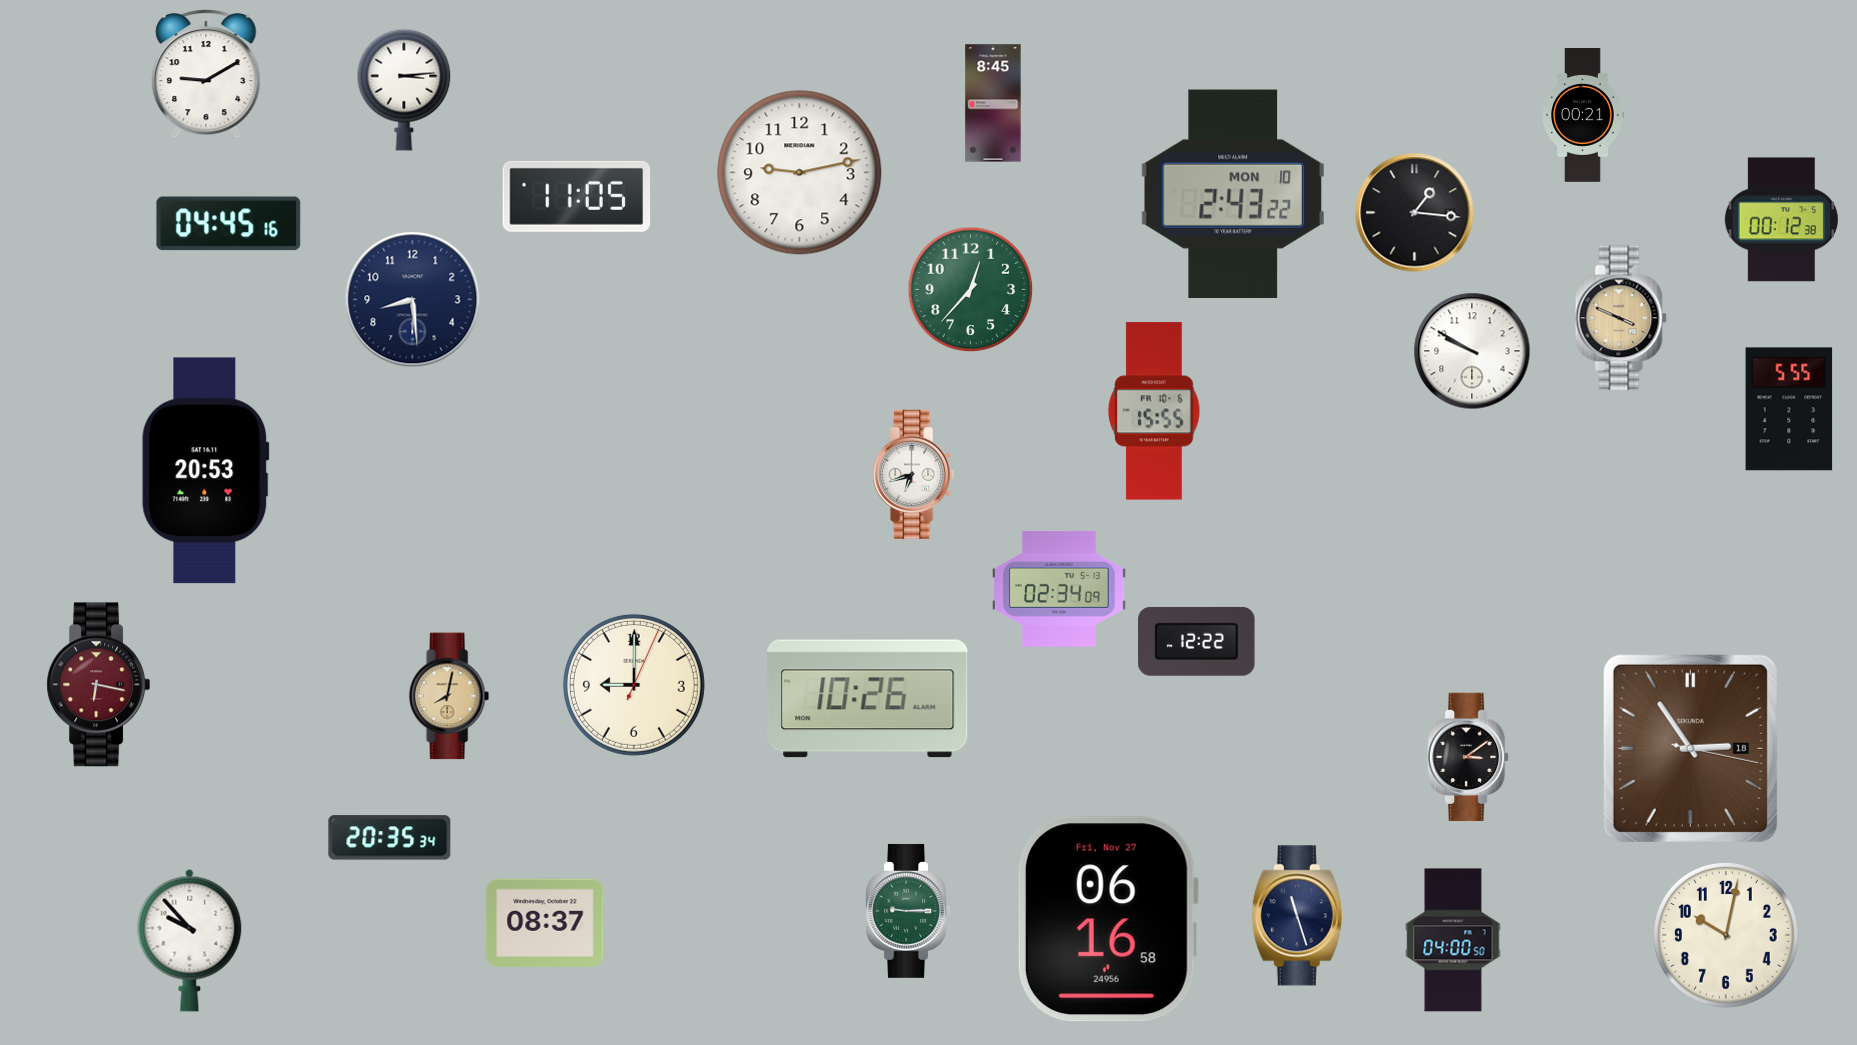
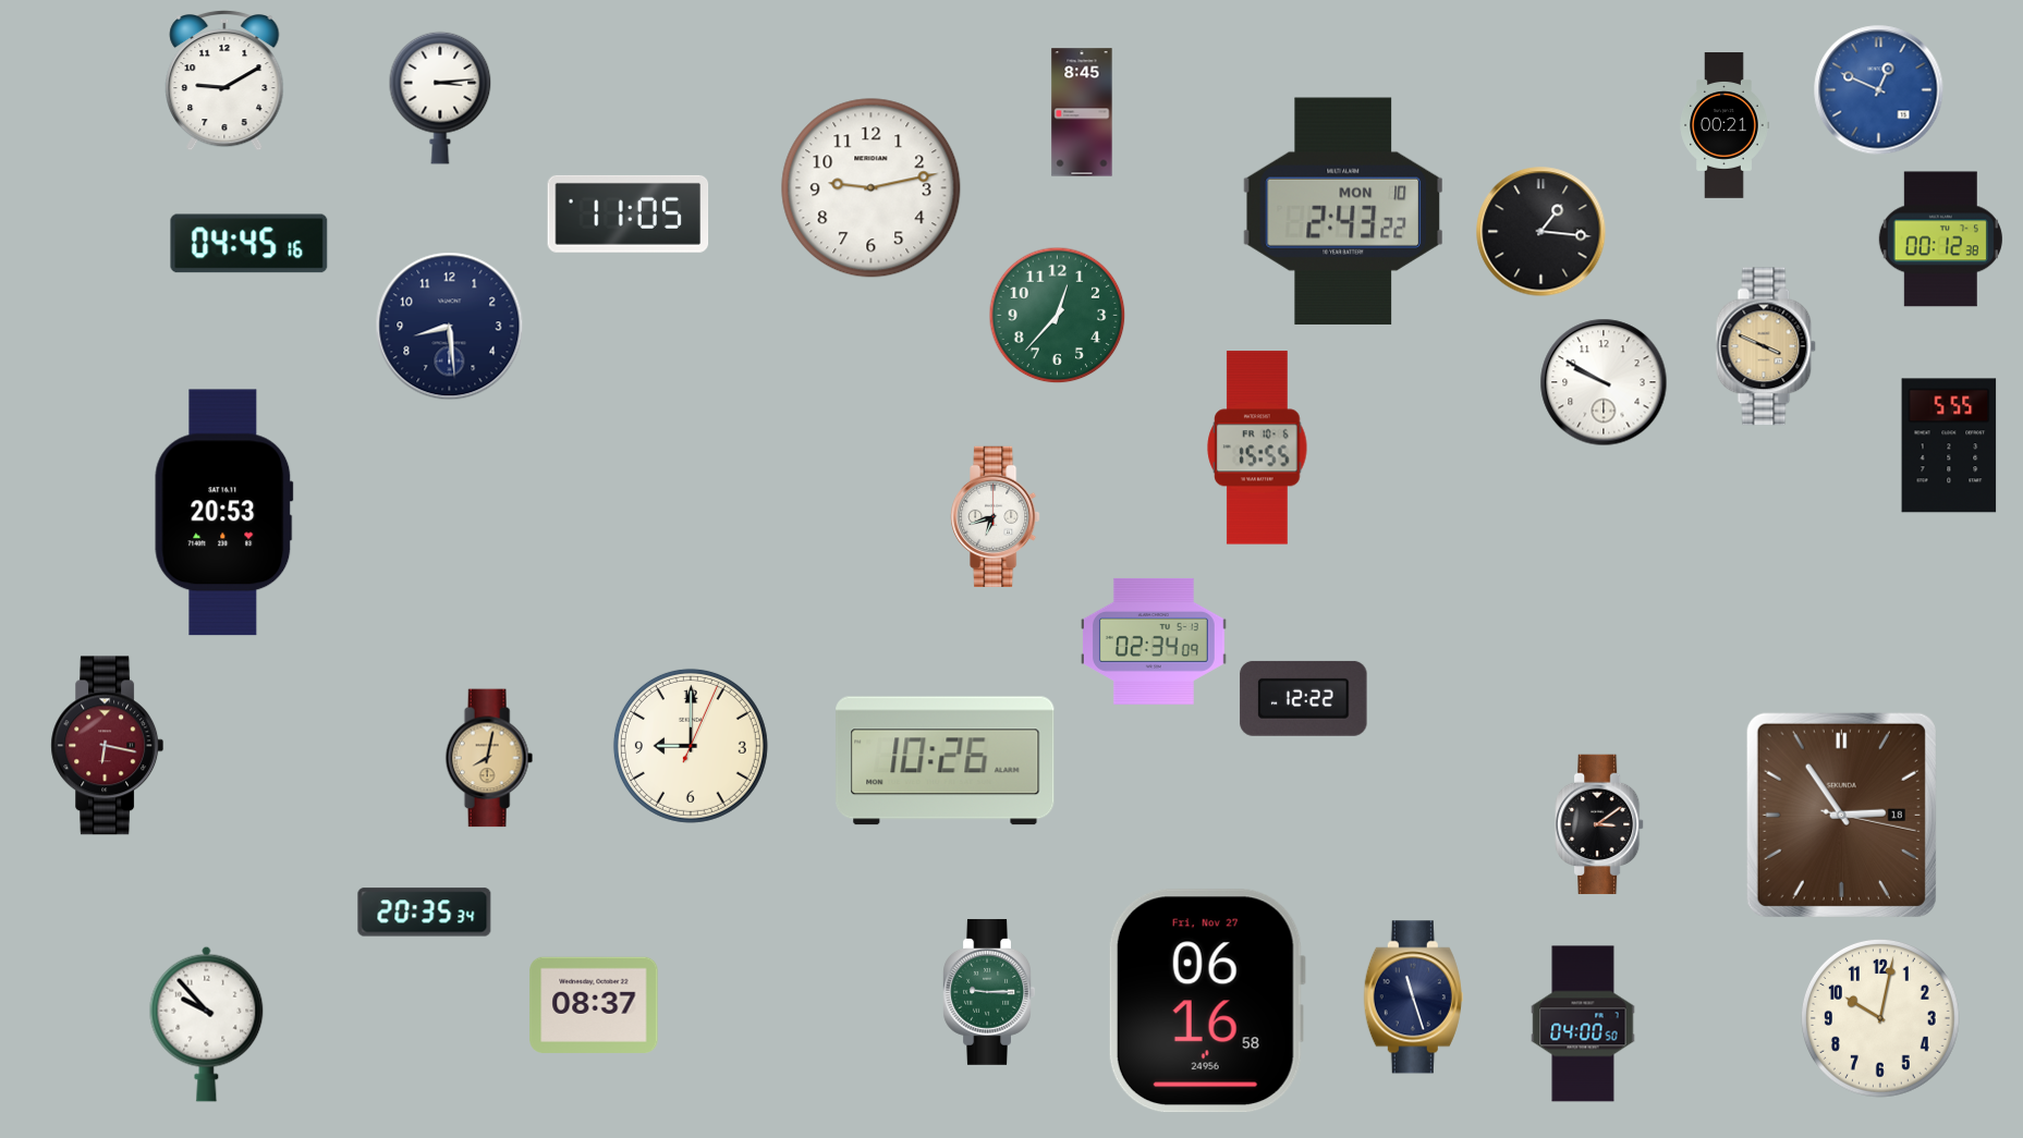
clock at (1879, 90): none -> 12:49
